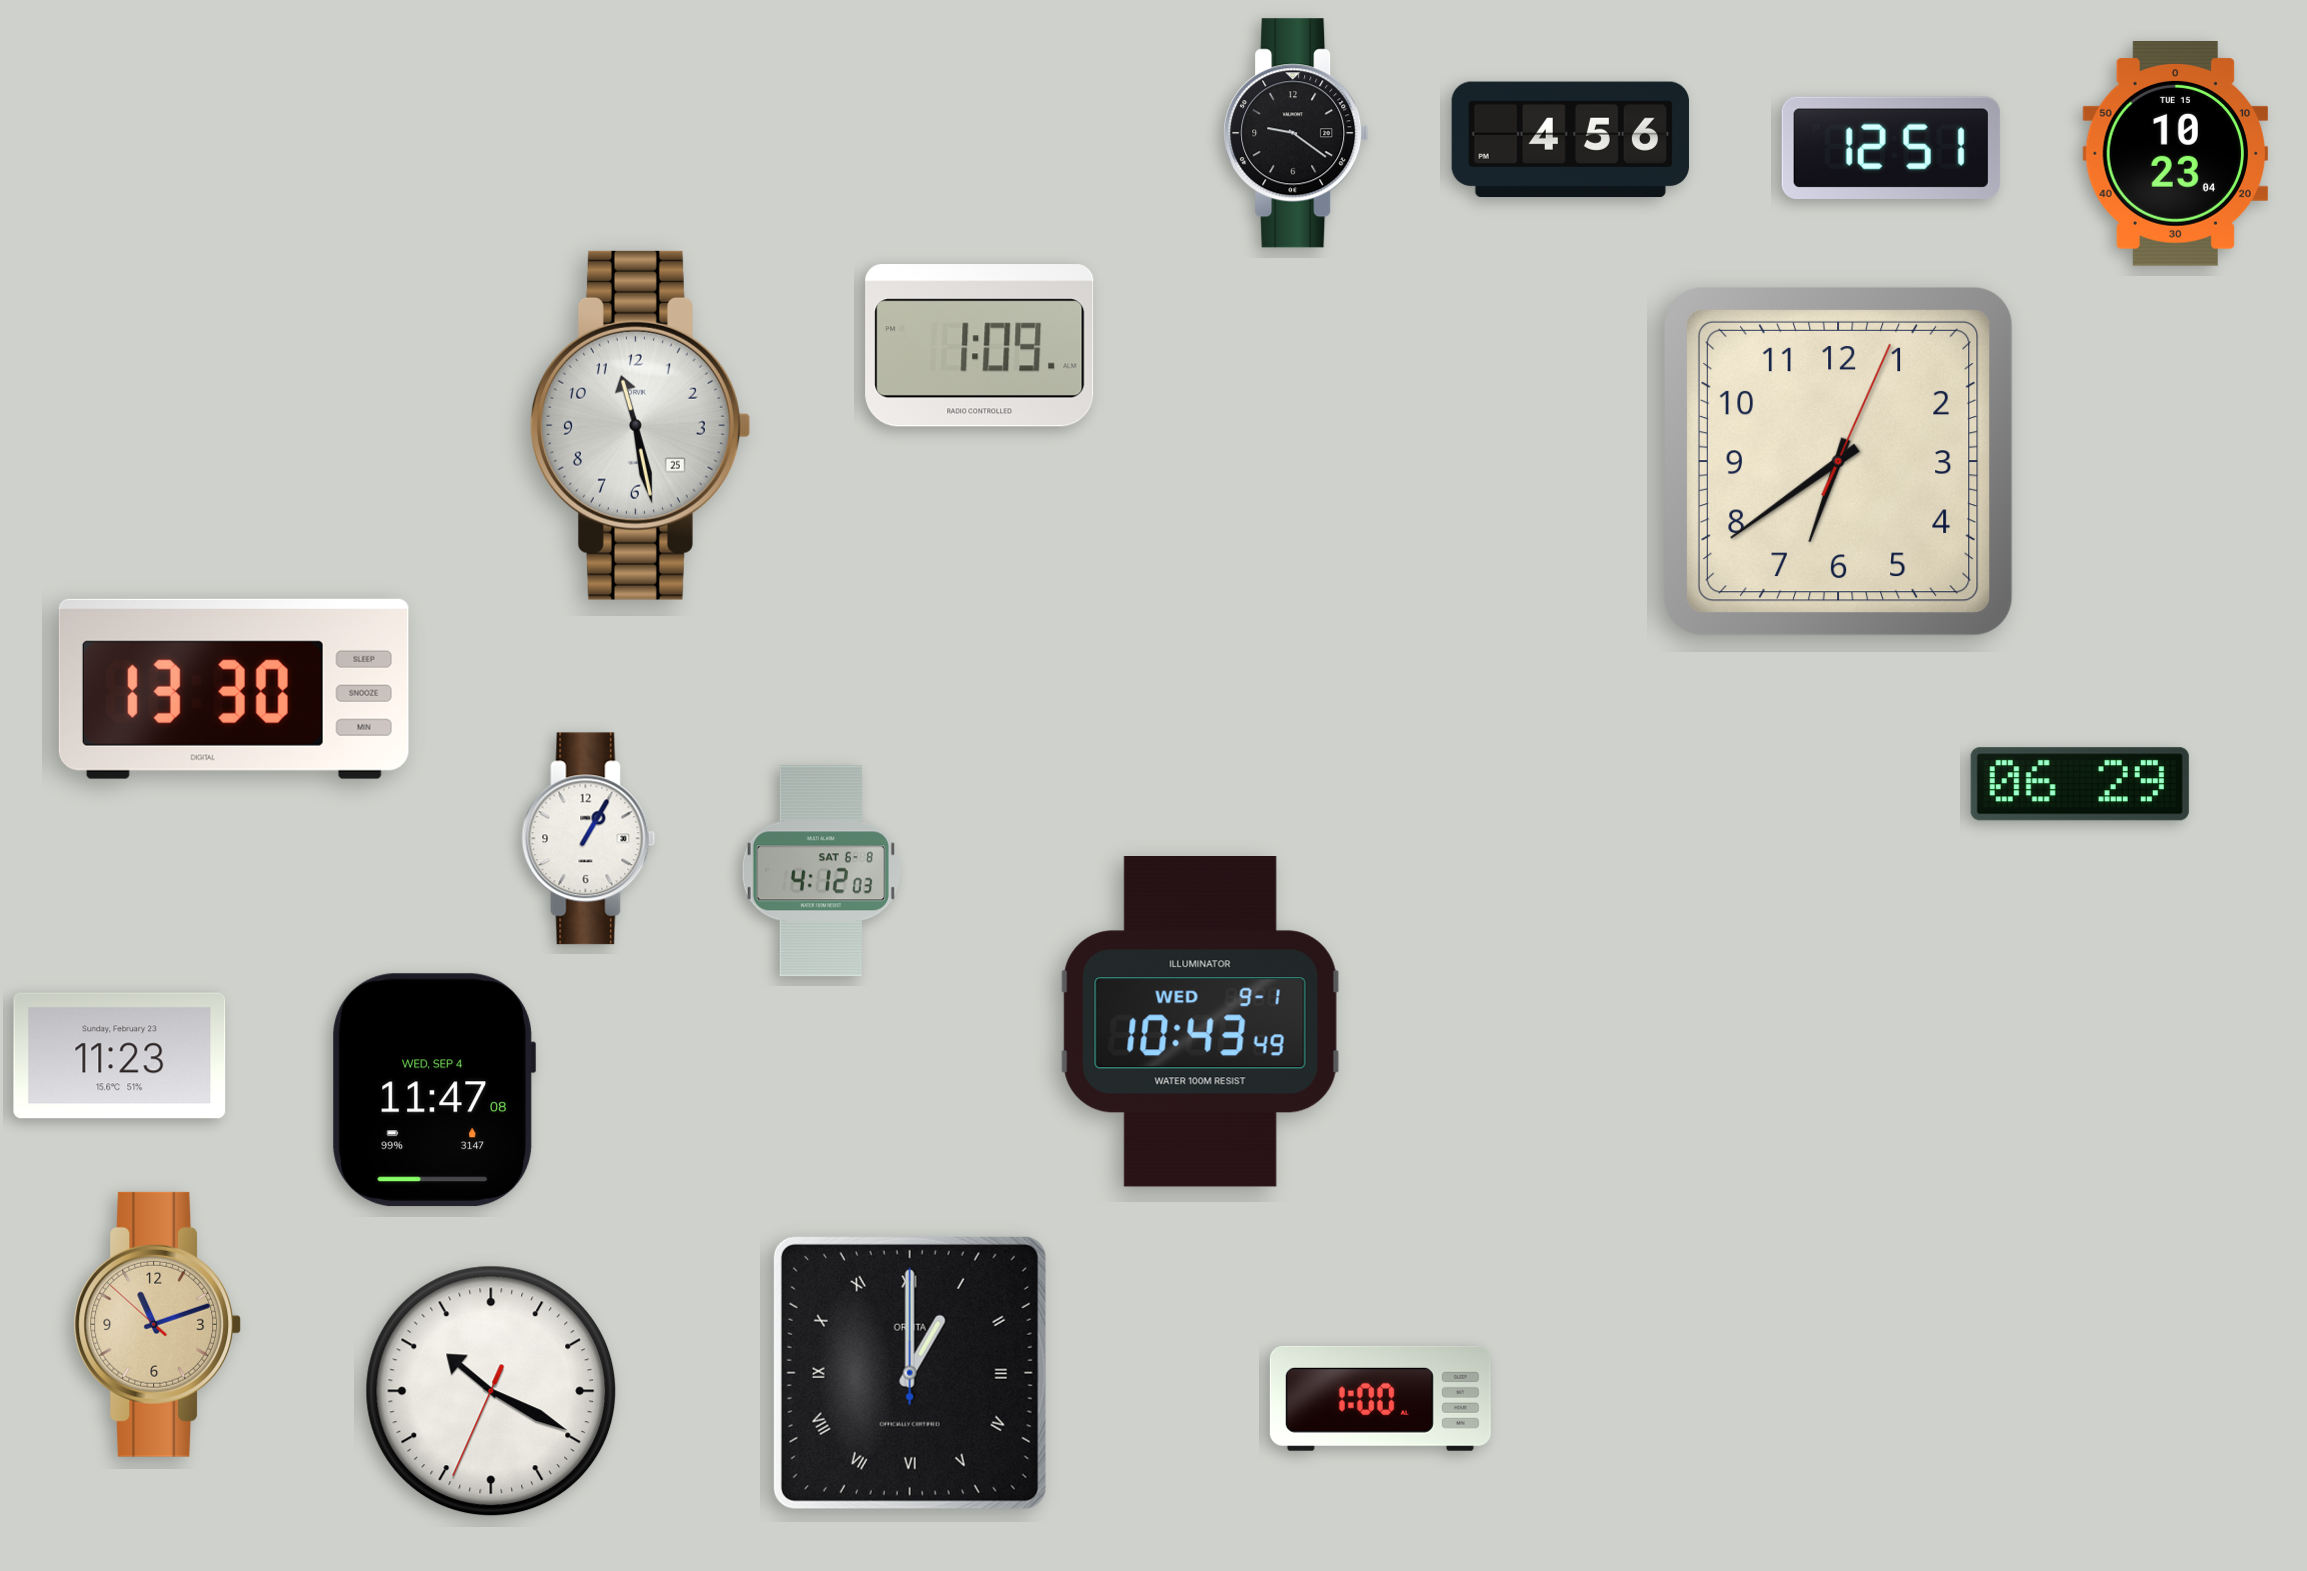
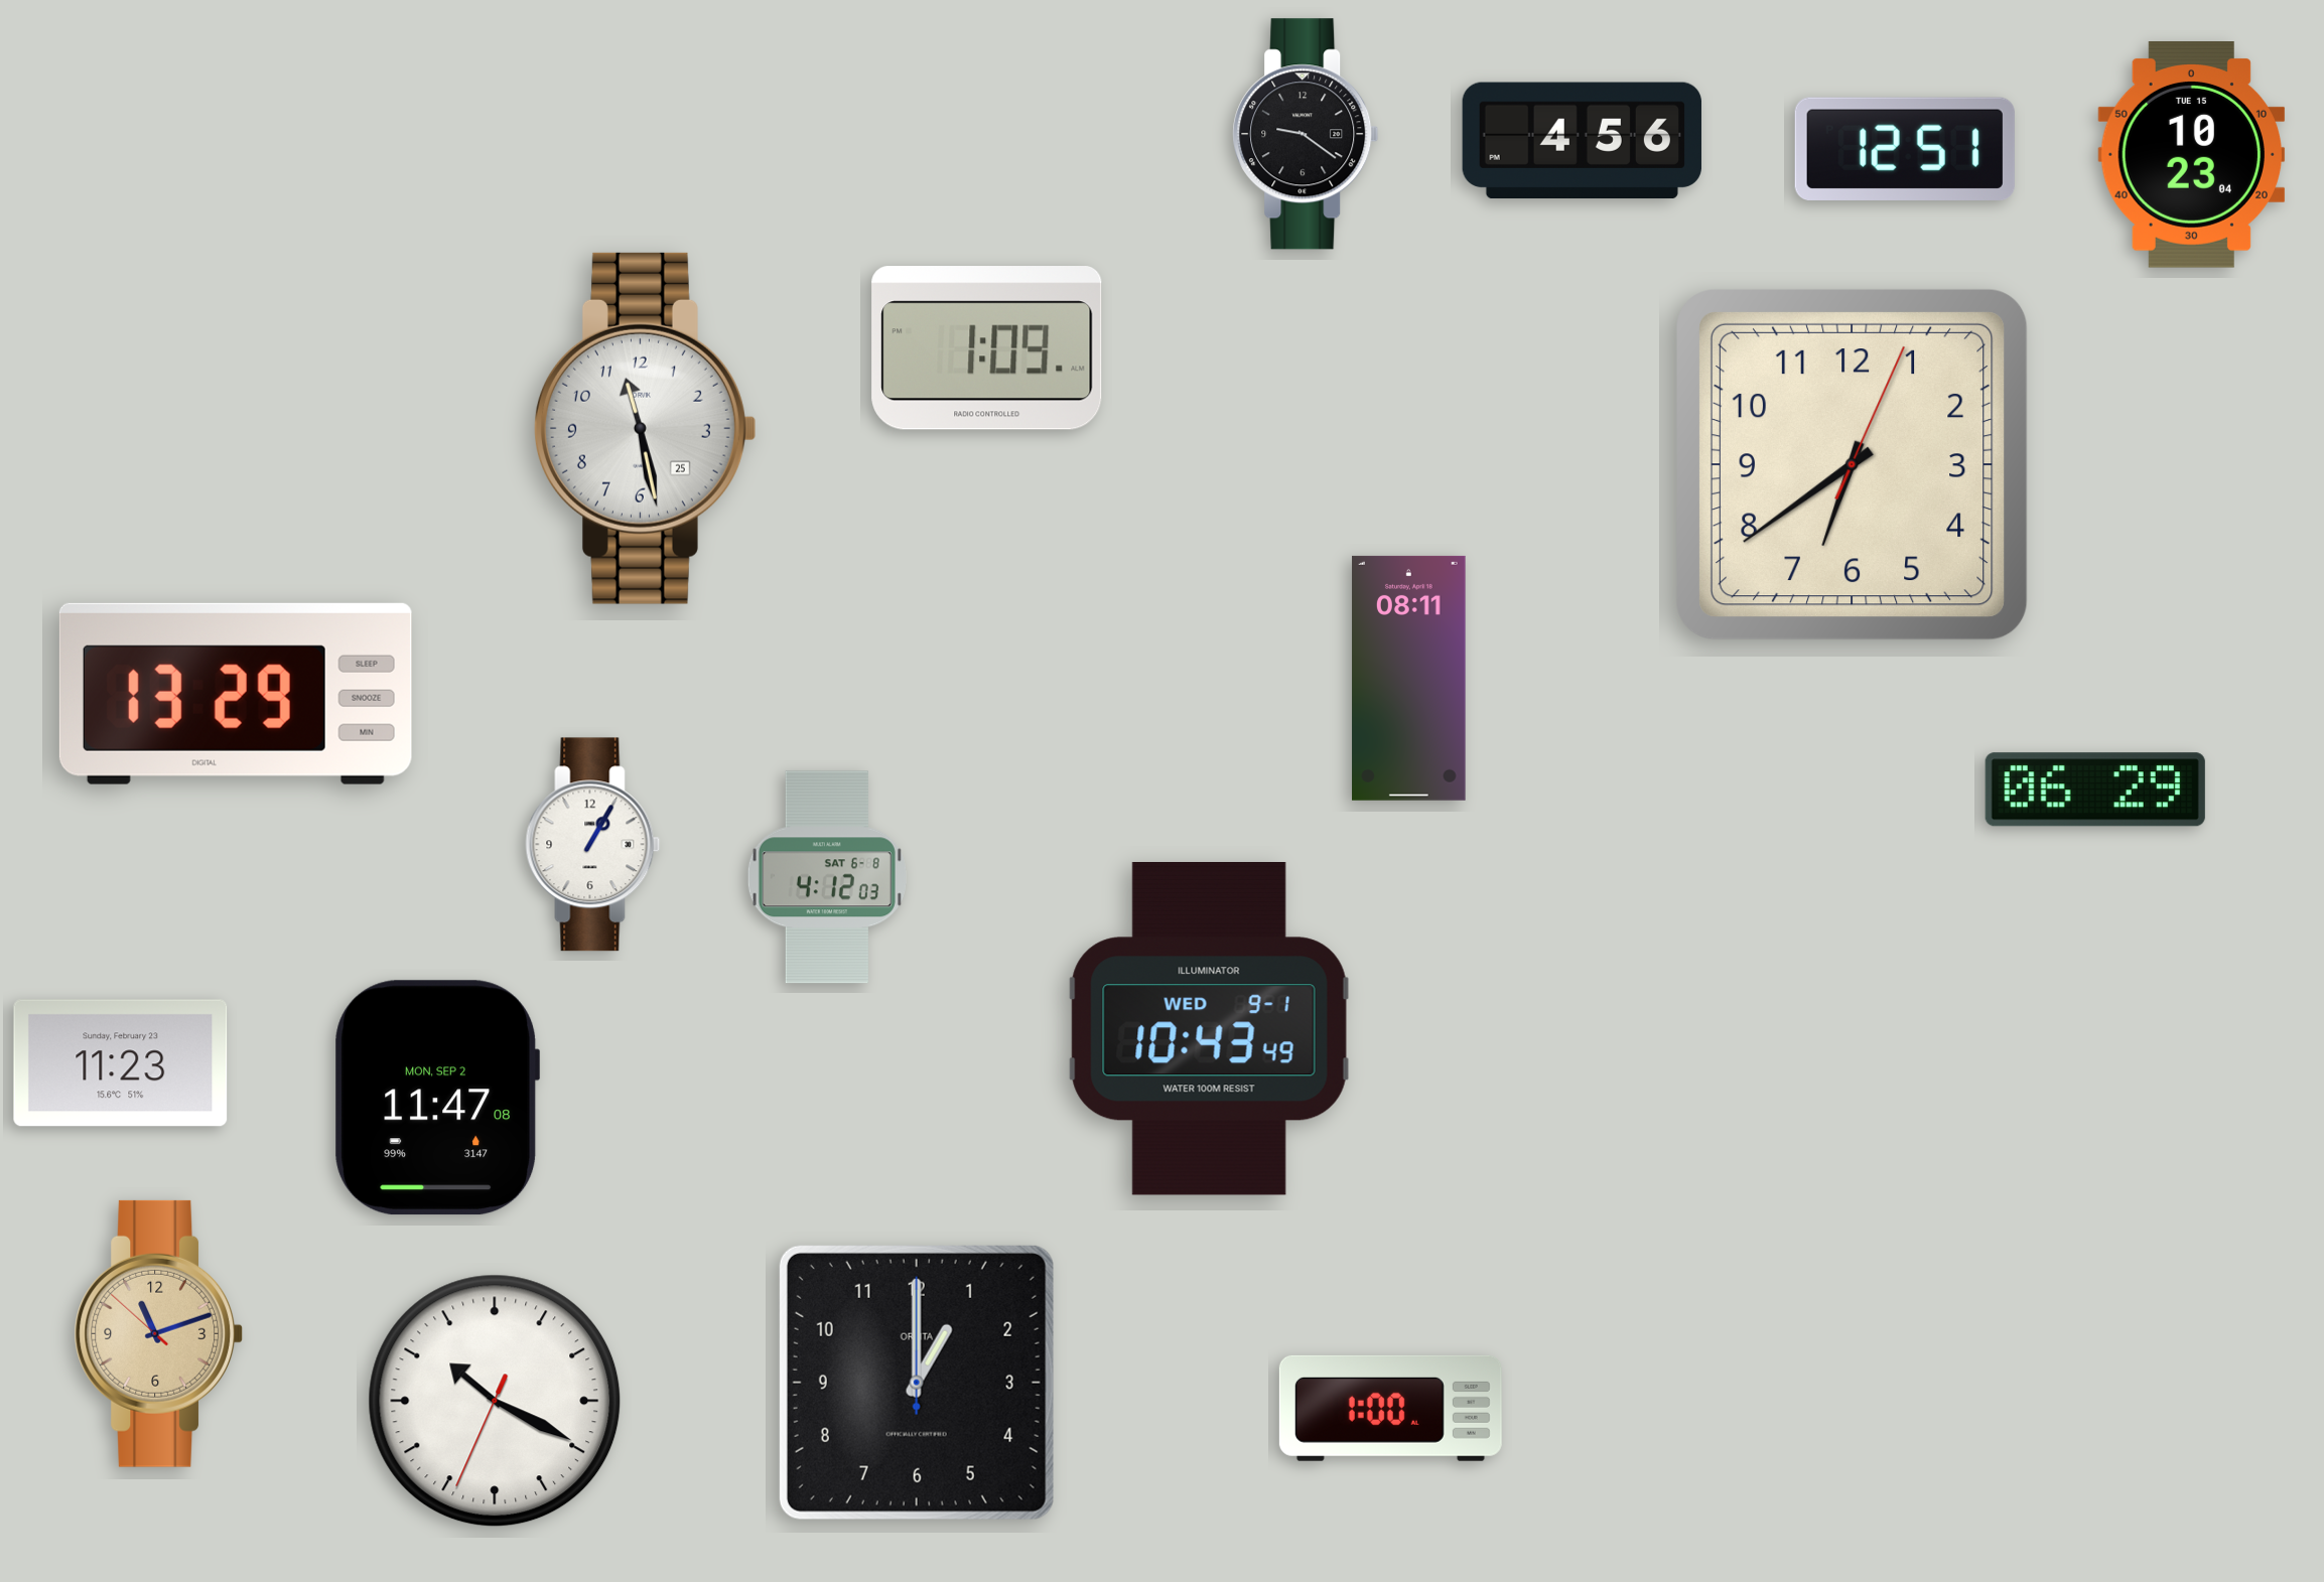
clock at (1409, 678): none -> 08:11
clock at (234, 689): 13:30 -> 13:29
clock at (434, 1090) date: WED, SEP 4 -> MON, SEP 2
clock at (910, 1373) numerals: Roman -> Arabic
